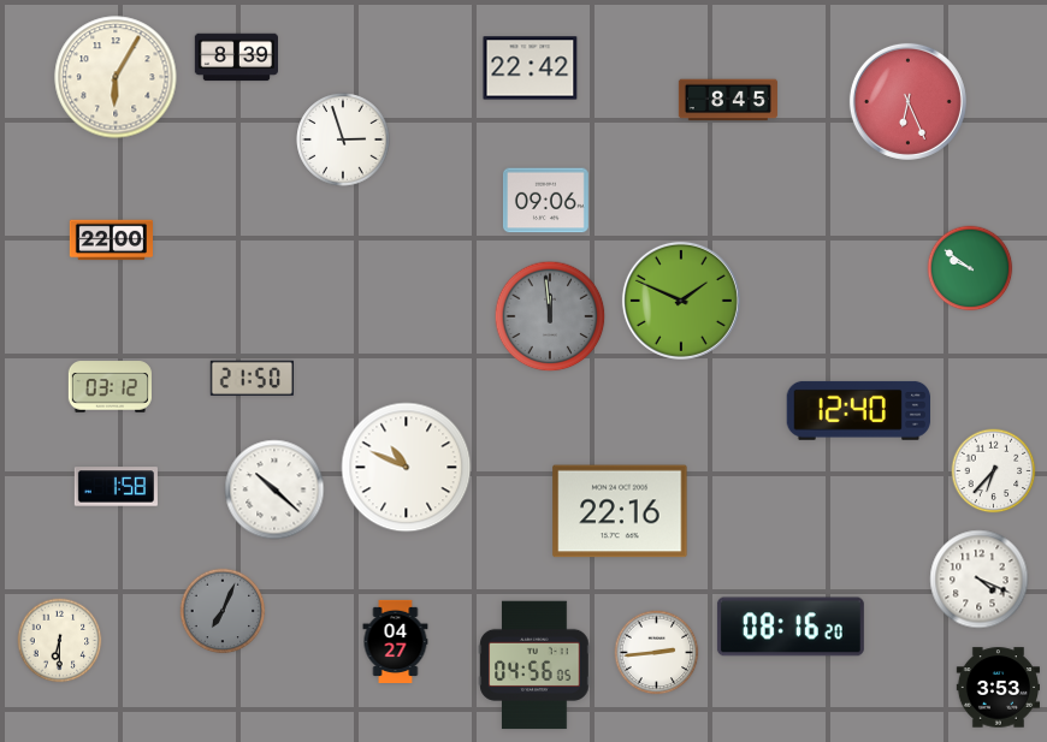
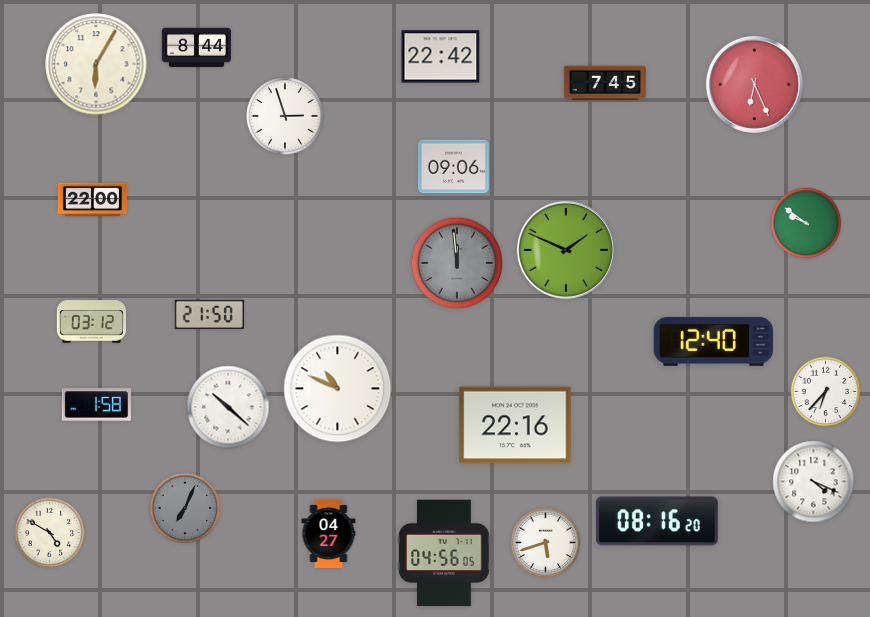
clock at (236, 58): 8:39 -> 8:44
clock at (728, 100): 8:45 -> 7:45
clock at (60, 641): 6:30 -> 4:50
clock at (657, 653): 2:44 -> 5:42
clock at (998, 688): 3:53 -> none
